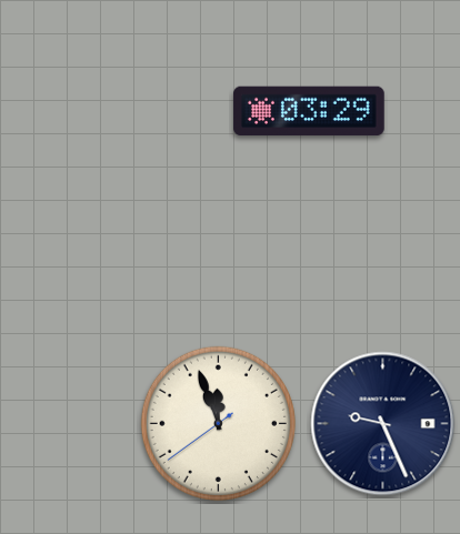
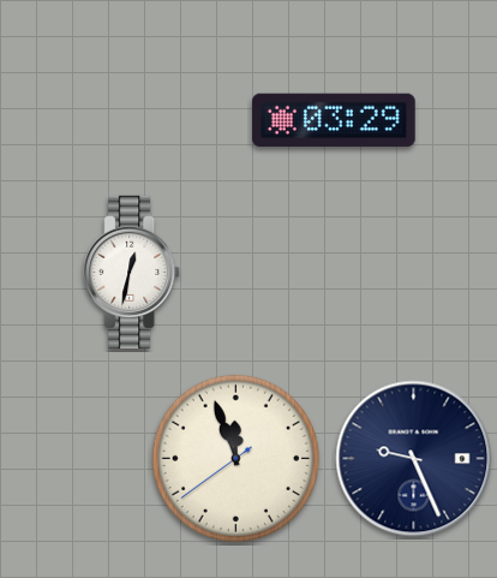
clock at (132, 272): none -> 12:32
